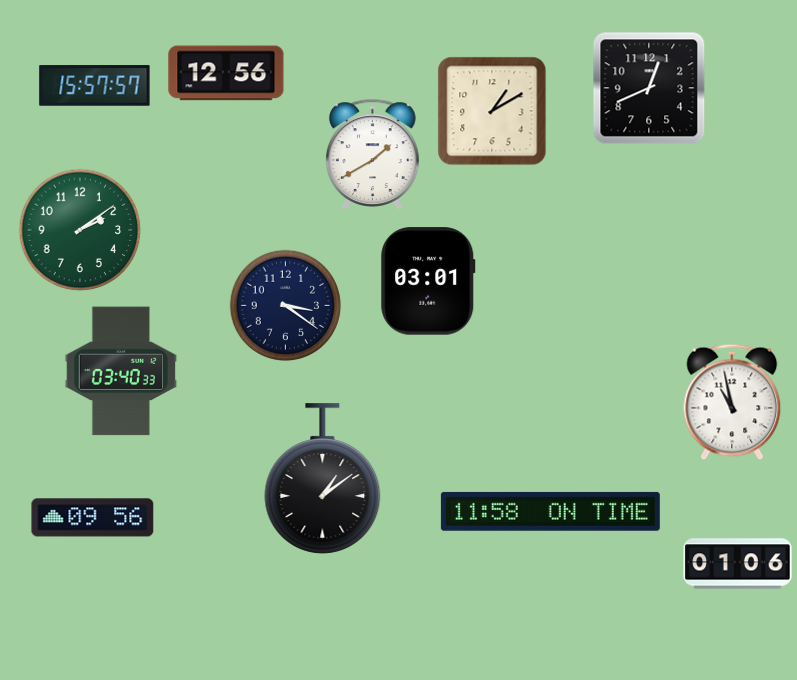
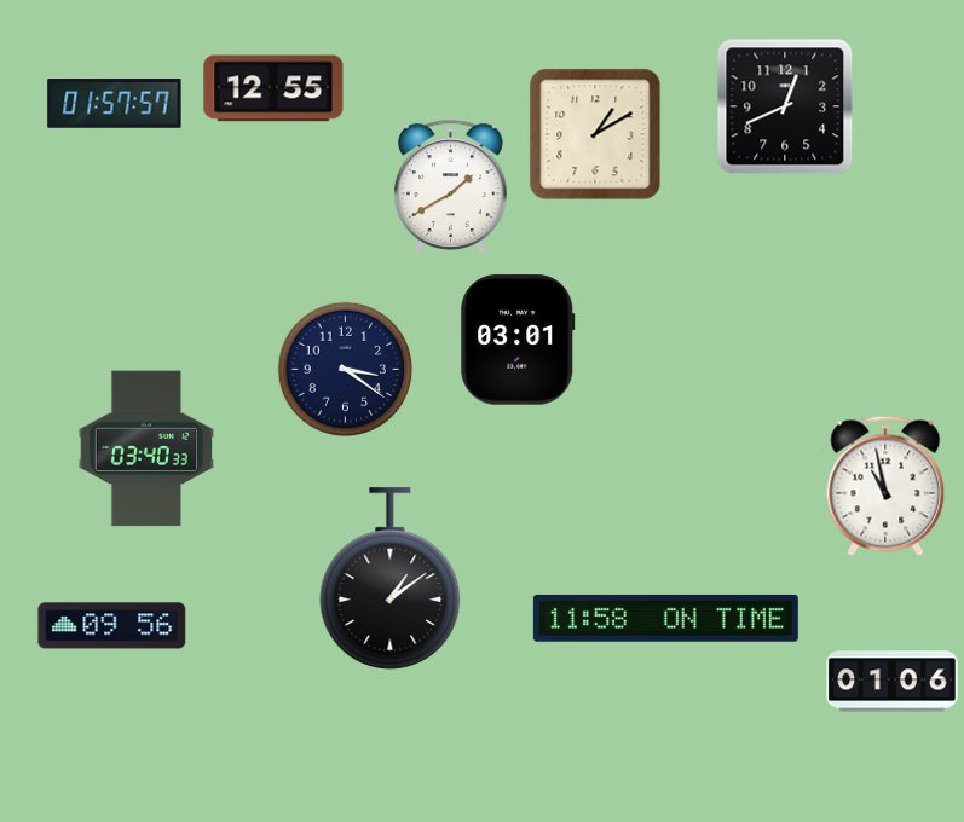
clock at (226, 73): 12:56 -> 12:55
clock at (95, 86): 15:57 -> 01:57
clock at (80, 230): 2:09 -> none
